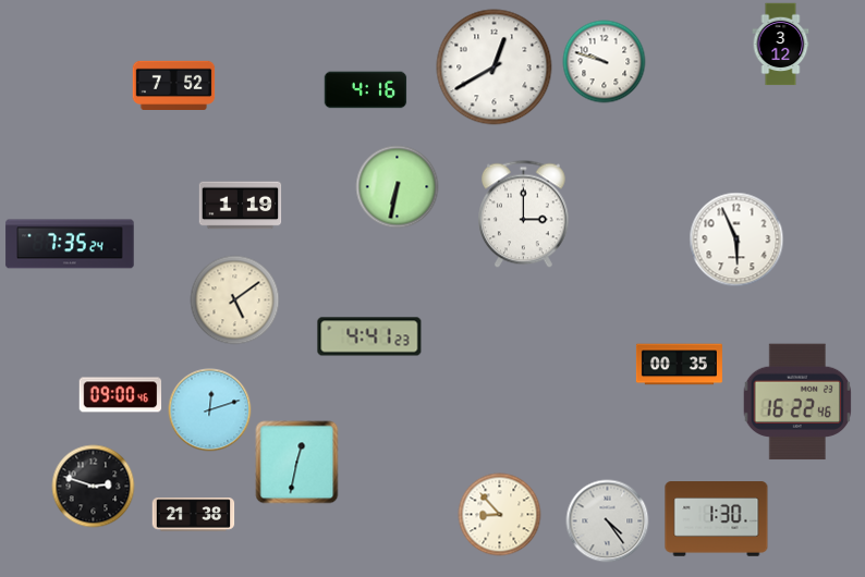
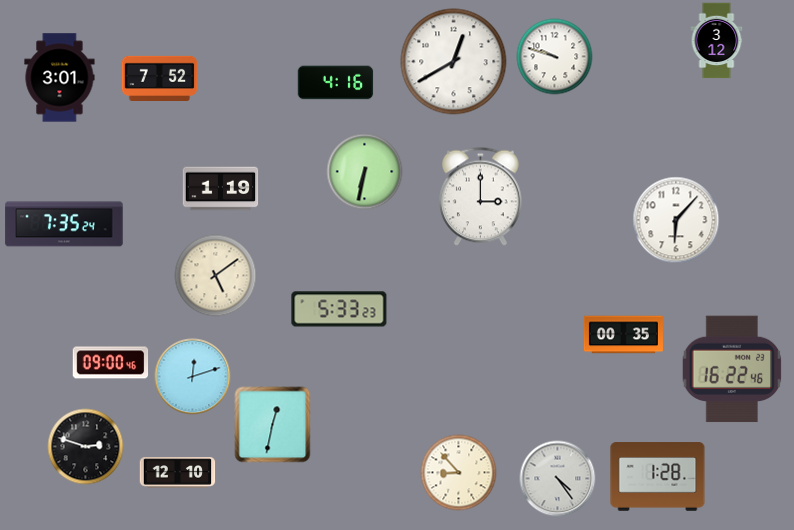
clock at (60, 78): none -> 3:01
clock at (736, 240): 5:56 -> 6:07
clock at (369, 336): 4:41 -> 5:33
clock at (194, 515): 21:38 -> 12:10
clock at (717, 519): 1:30 -> 1:28
